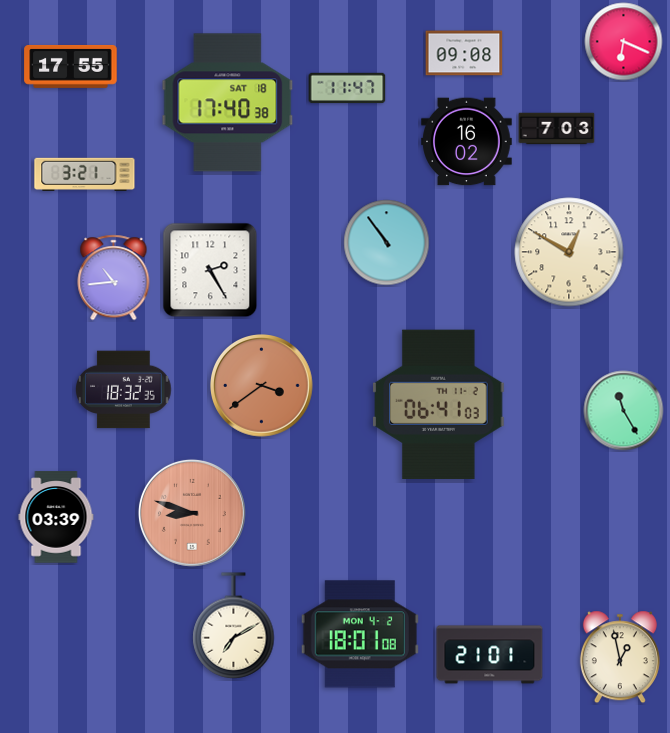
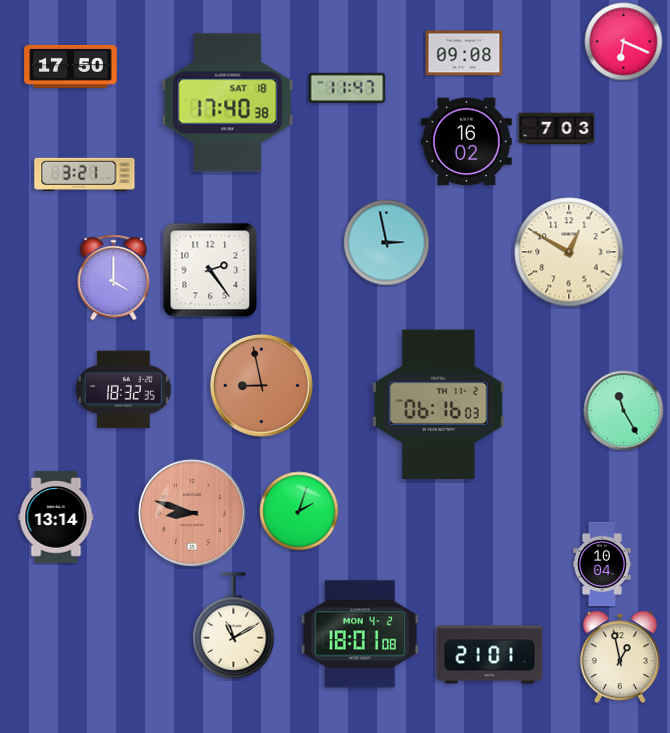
clock at (71, 66): 17:55 -> 17:50
clock at (387, 243): 10:54 -> 2:58
clock at (210, 270): 2:25 -> 2:24
clock at (114, 278): 10:44 -> 4:00
clock at (262, 386): 3:39 -> 8:58
clock at (439, 404): 06:41 -> 06:16
clock at (299, 511): none -> 2:03
clock at (56, 517): 03:39 -> 13:14
clock at (603, 563): none -> 10:04
clock at (234, 626): 7:10 -> 11:10
